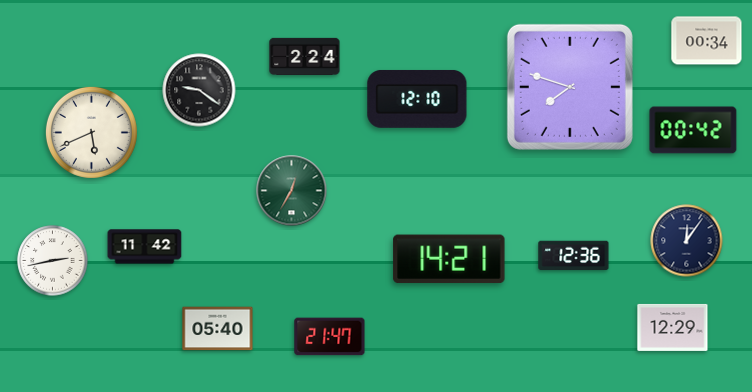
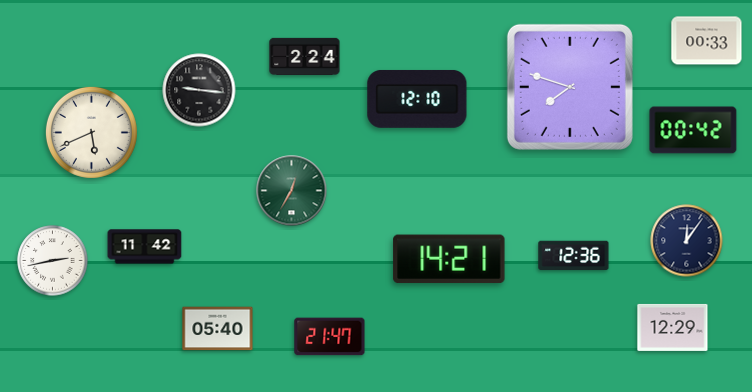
clock at (707, 41): 00:34 -> 00:33
clock at (199, 90): 9:21 -> 9:16
